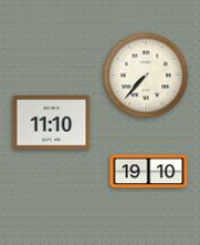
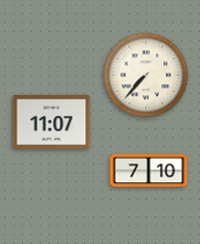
clock at (52, 123): 11:10 -> 11:07
clock at (149, 172): 19:10 -> 7:10
